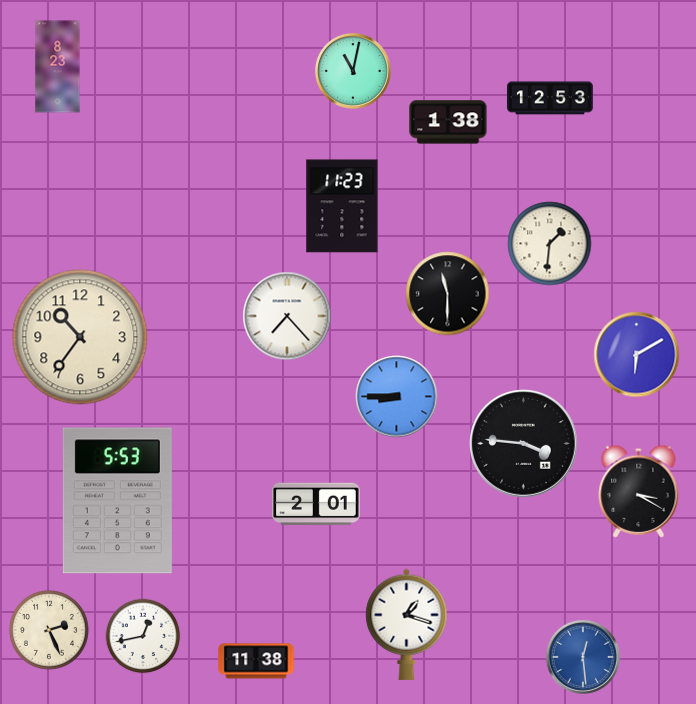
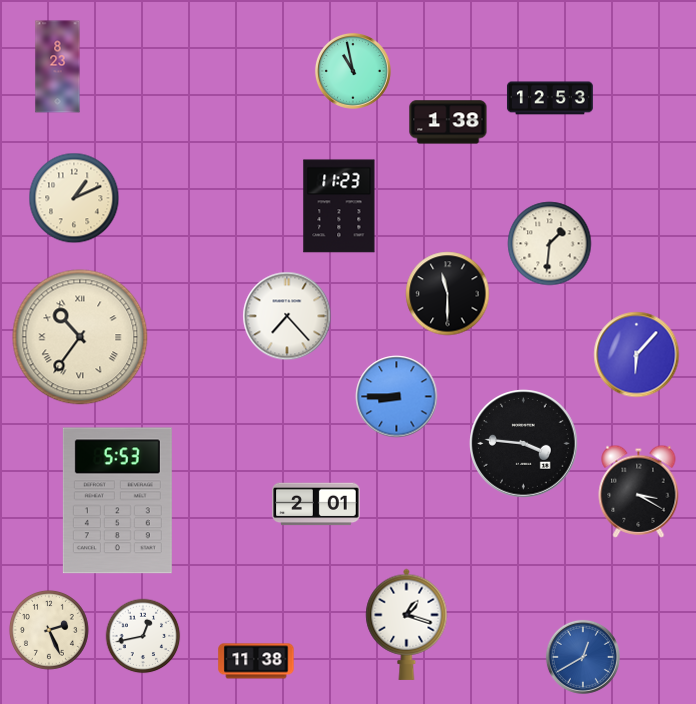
clock at (353, 71): 11:02 -> 10:58
clock at (74, 198): none -> 1:11
clock at (342, 206) position: (342, 206) -> (339, 206)
clock at (80, 337) numerals: Arabic -> Roman
clock at (637, 355): 6:10 -> 6:07
clock at (583, 657): 12:29 -> 12:40
